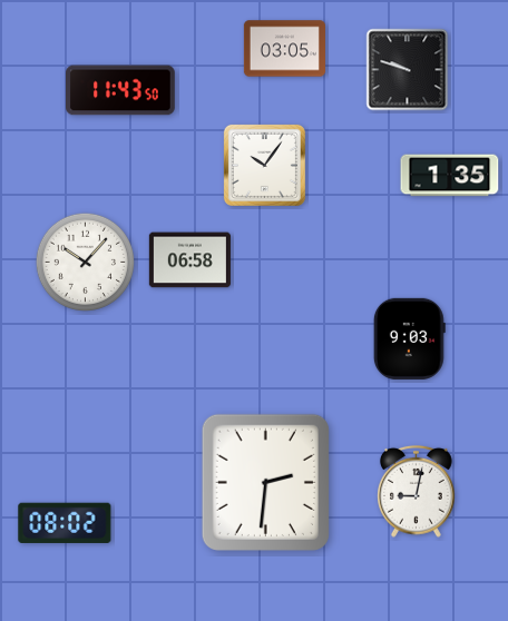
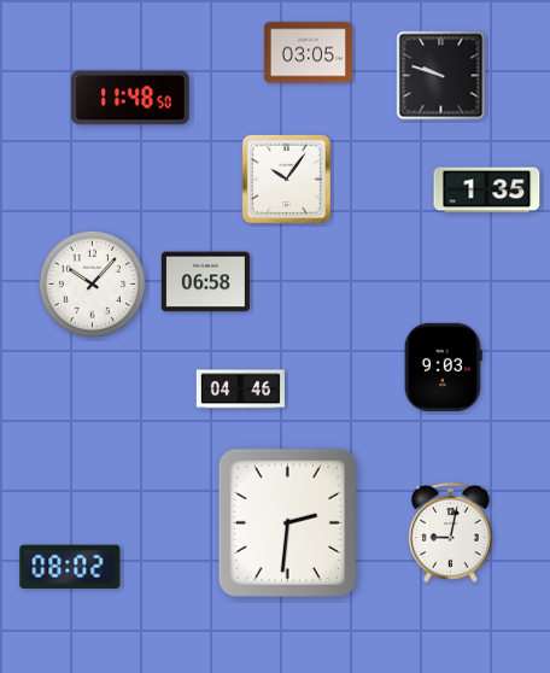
clock at (120, 90): 11:43 -> 11:48
clock at (240, 390): none -> 04:46
